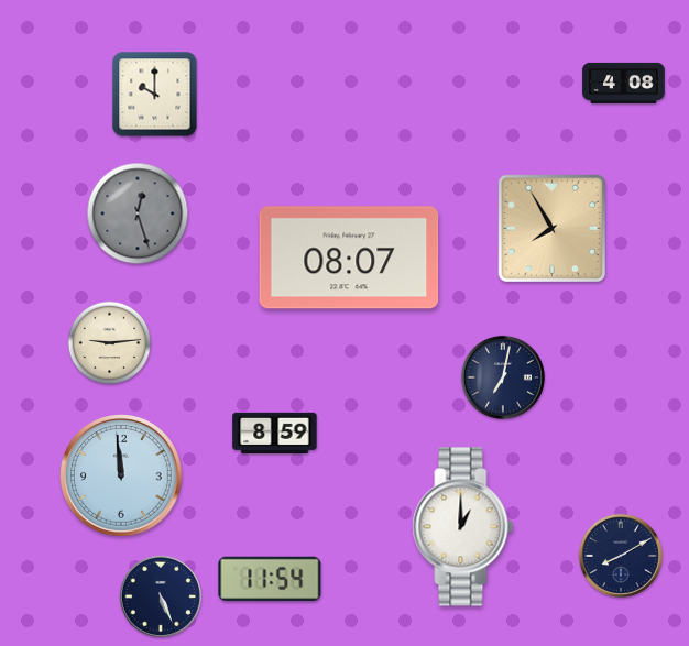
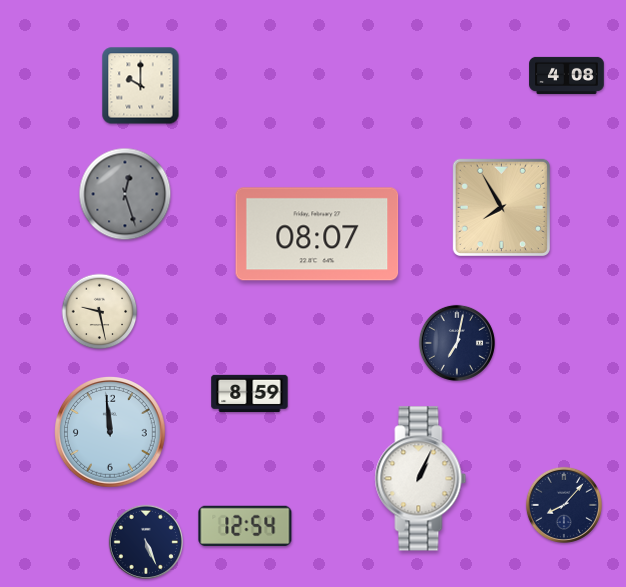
clock at (110, 343): 9:14 -> 9:28
clock at (463, 527): 1:00 -> 1:04
clock at (621, 556): 8:10 -> 8:07
clock at (270, 579): 11:54 -> 12:54
